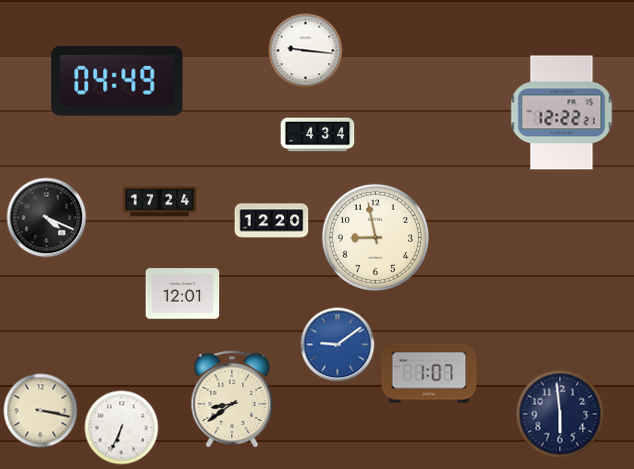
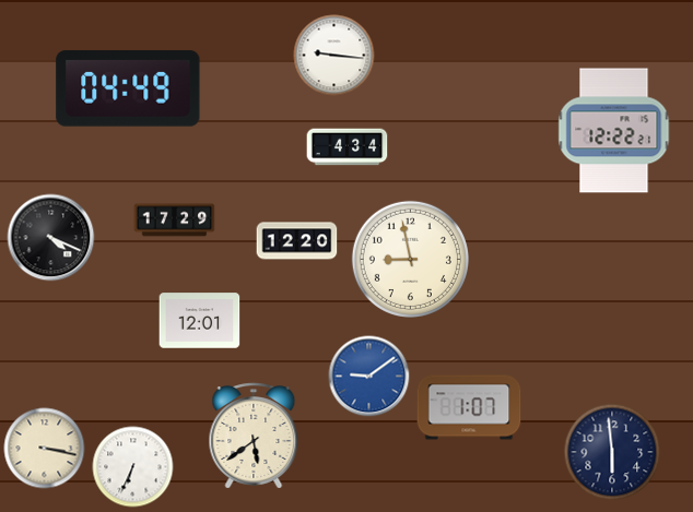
clock at (562, 113) position: (562, 113) -> (614, 131)
clock at (160, 202): 17:24 -> 17:29
clock at (232, 399): 8:39 -> 5:39
